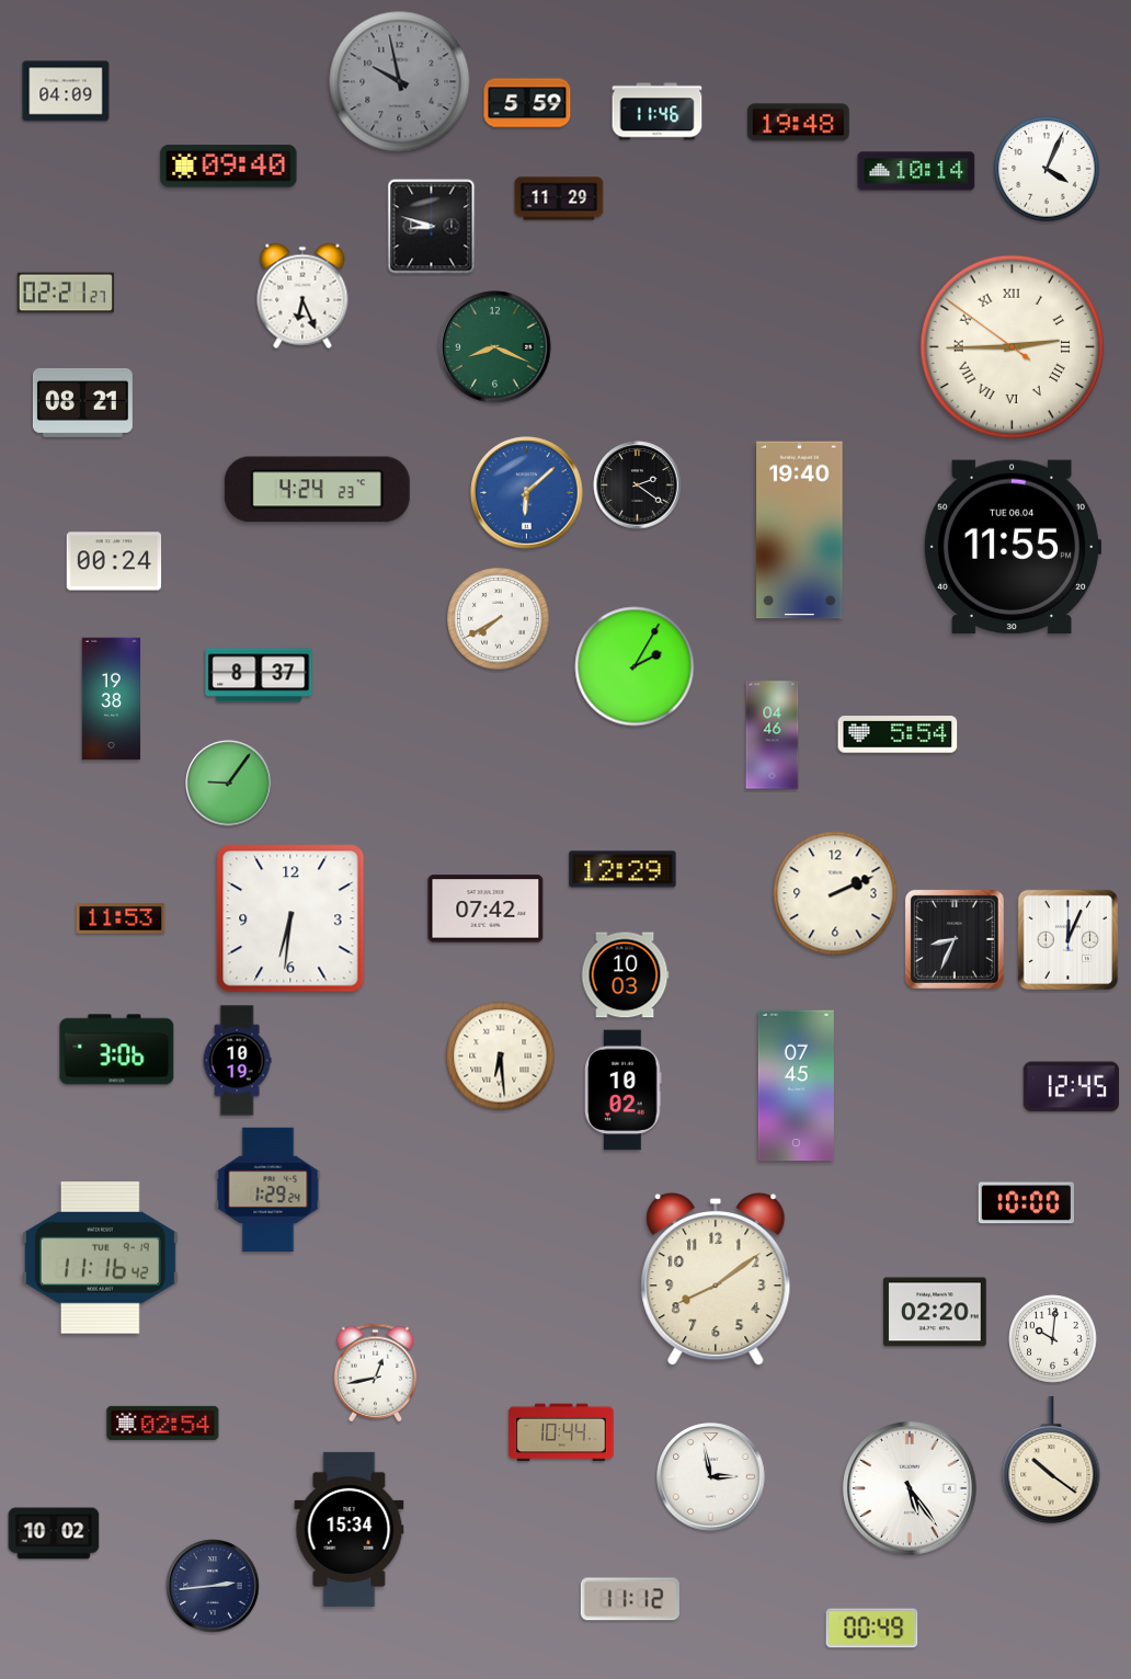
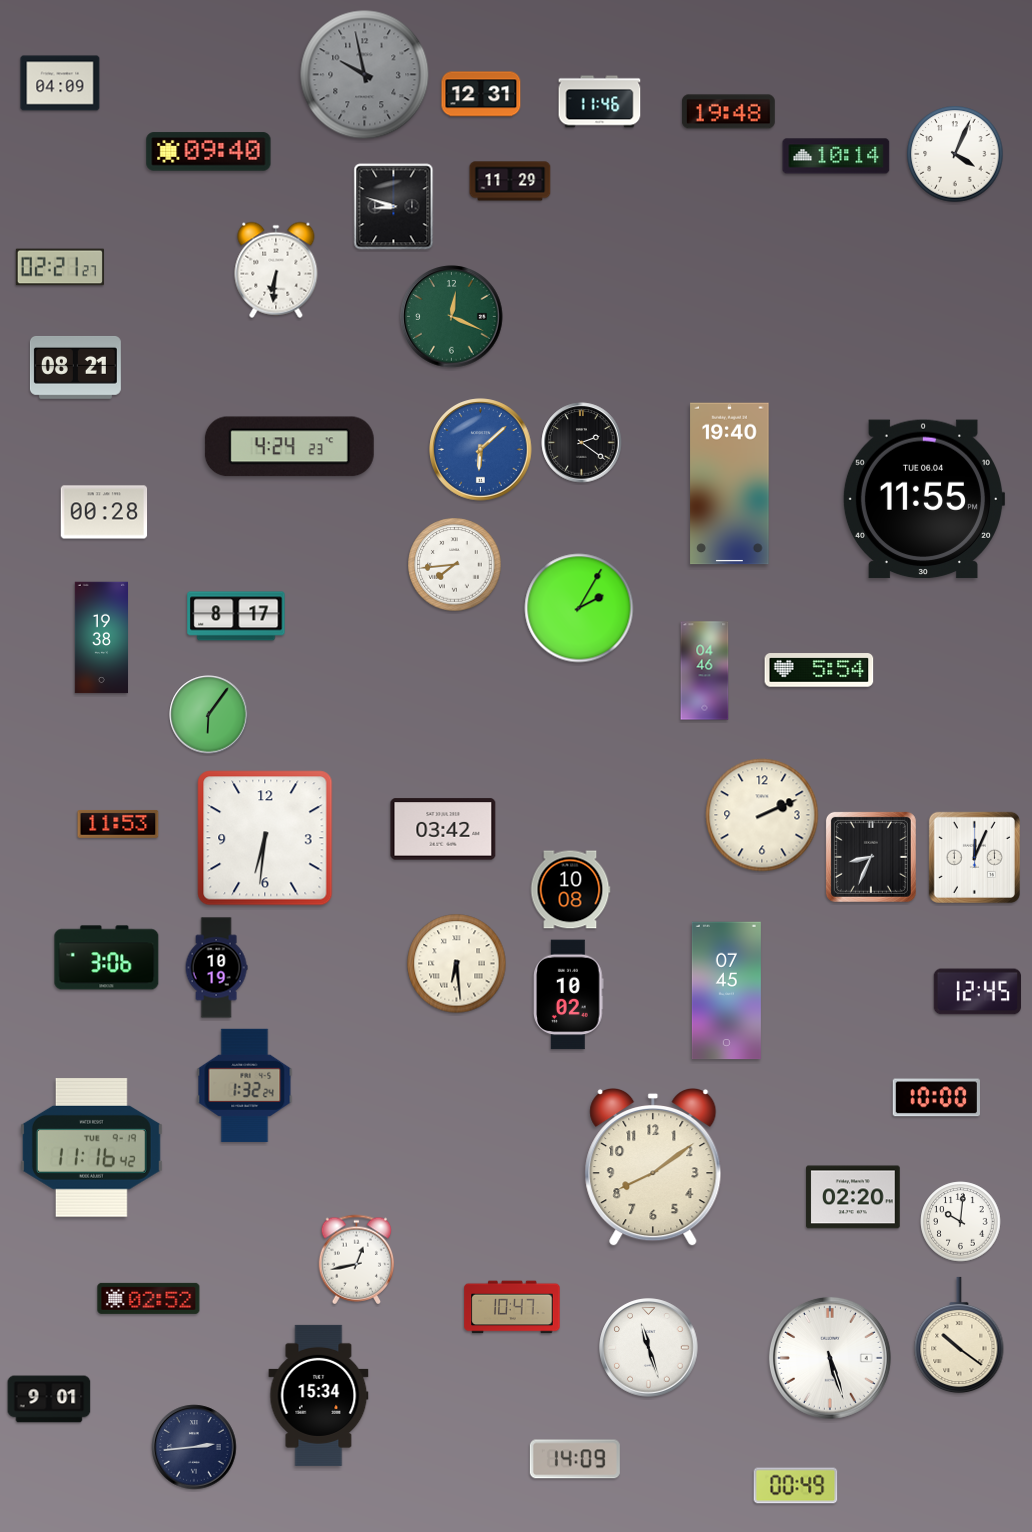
clock at (527, 103): 5:59 -> 12:31
clock at (302, 296): 6:26 -> 6:31
clock at (495, 347): 8:19 -> 12:19
clock at (1013, 347): 2:44 -> none
clock at (114, 561): 00:24 -> 00:28
clock at (499, 619): 7:40 -> 7:44
clock at (259, 675): 8:37 -> 8:17
clock at (229, 784): 9:06 -> 6:06
clock at (622, 869): 12:29 -> none
clock at (485, 909): 07:42 -> 03:42
clock at (121, 918) position: (121, 918) -> (118, 824)
clock at (625, 975): 10:03 -> 10:08
clock at (269, 1189): 1:29 -> 1:32
clock at (376, 1373) position: (376, 1373) -> (357, 1260)
clock at (163, 1423): 02:54 -> 02:52
clock at (561, 1432): 10:44 -> 10:47
clock at (1051, 1460) position: (1051, 1460) -> (959, 1335)
clock at (711, 1477): 2:58 -> 11:27
clock at (910, 1488): 5:24 -> 5:27
clock at (54, 1533): 10:02 -> 9:01
clock at (630, 1599): 11:12 -> 14:09
